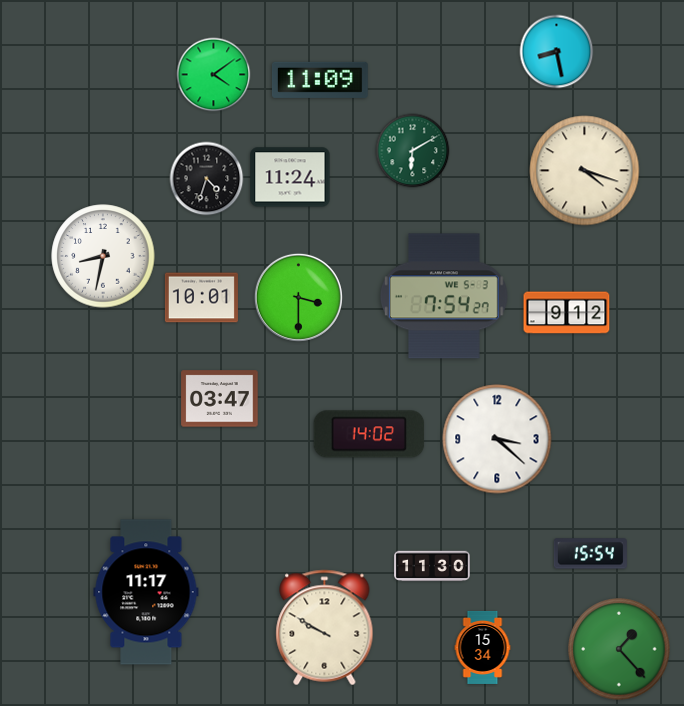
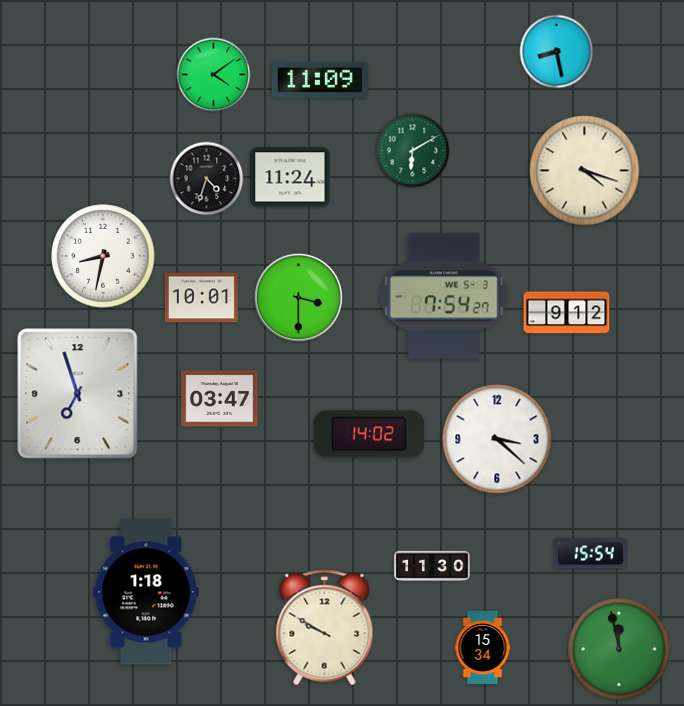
clock at (78, 394): none -> 6:57
clock at (146, 592): 11:17 -> 1:18
clock at (619, 649): 1:23 -> 11:58
